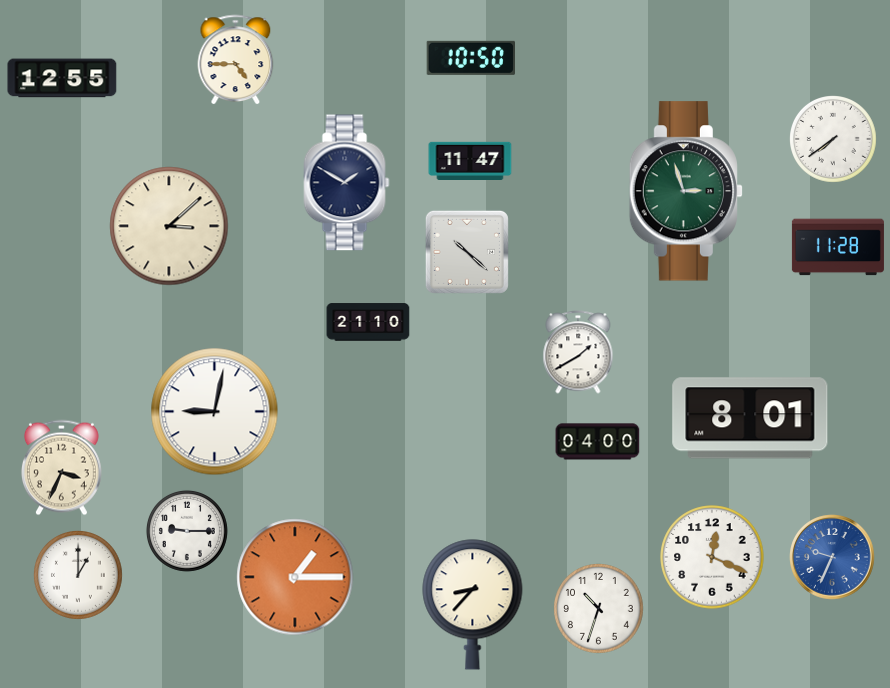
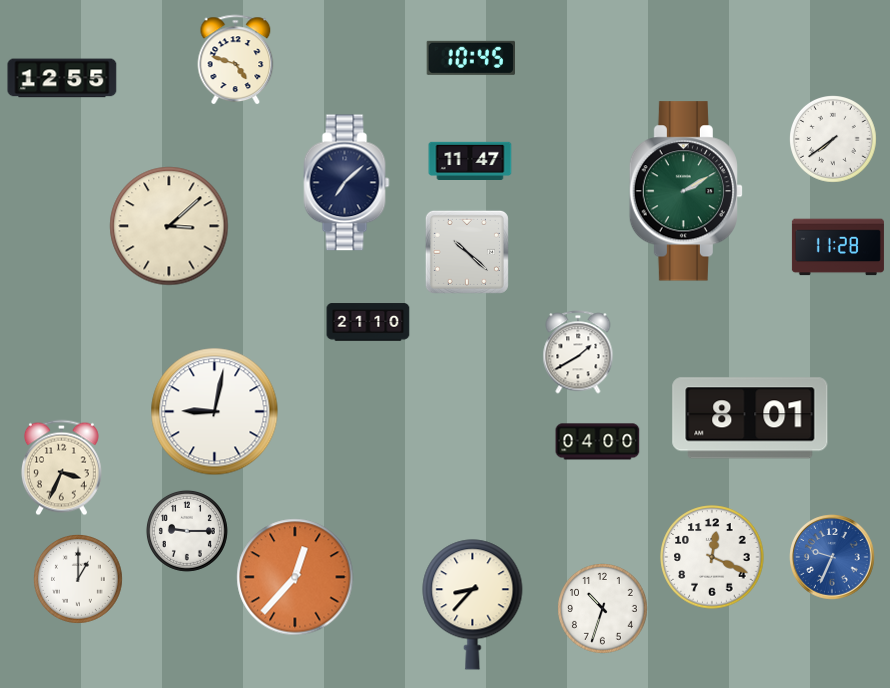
clock at (470, 58): 10:50 -> 10:45
clock at (236, 60): 4:45 -> 4:48
clock at (347, 183): 1:50 -> 7:08
clock at (685, 191): 2:57 -> 2:10
clock at (79, 576) position: (79, 576) -> (79, 580)
clock at (295, 577): 1:15 -> 12:37
clock at (599, 609) position: (599, 609) -> (603, 609)
